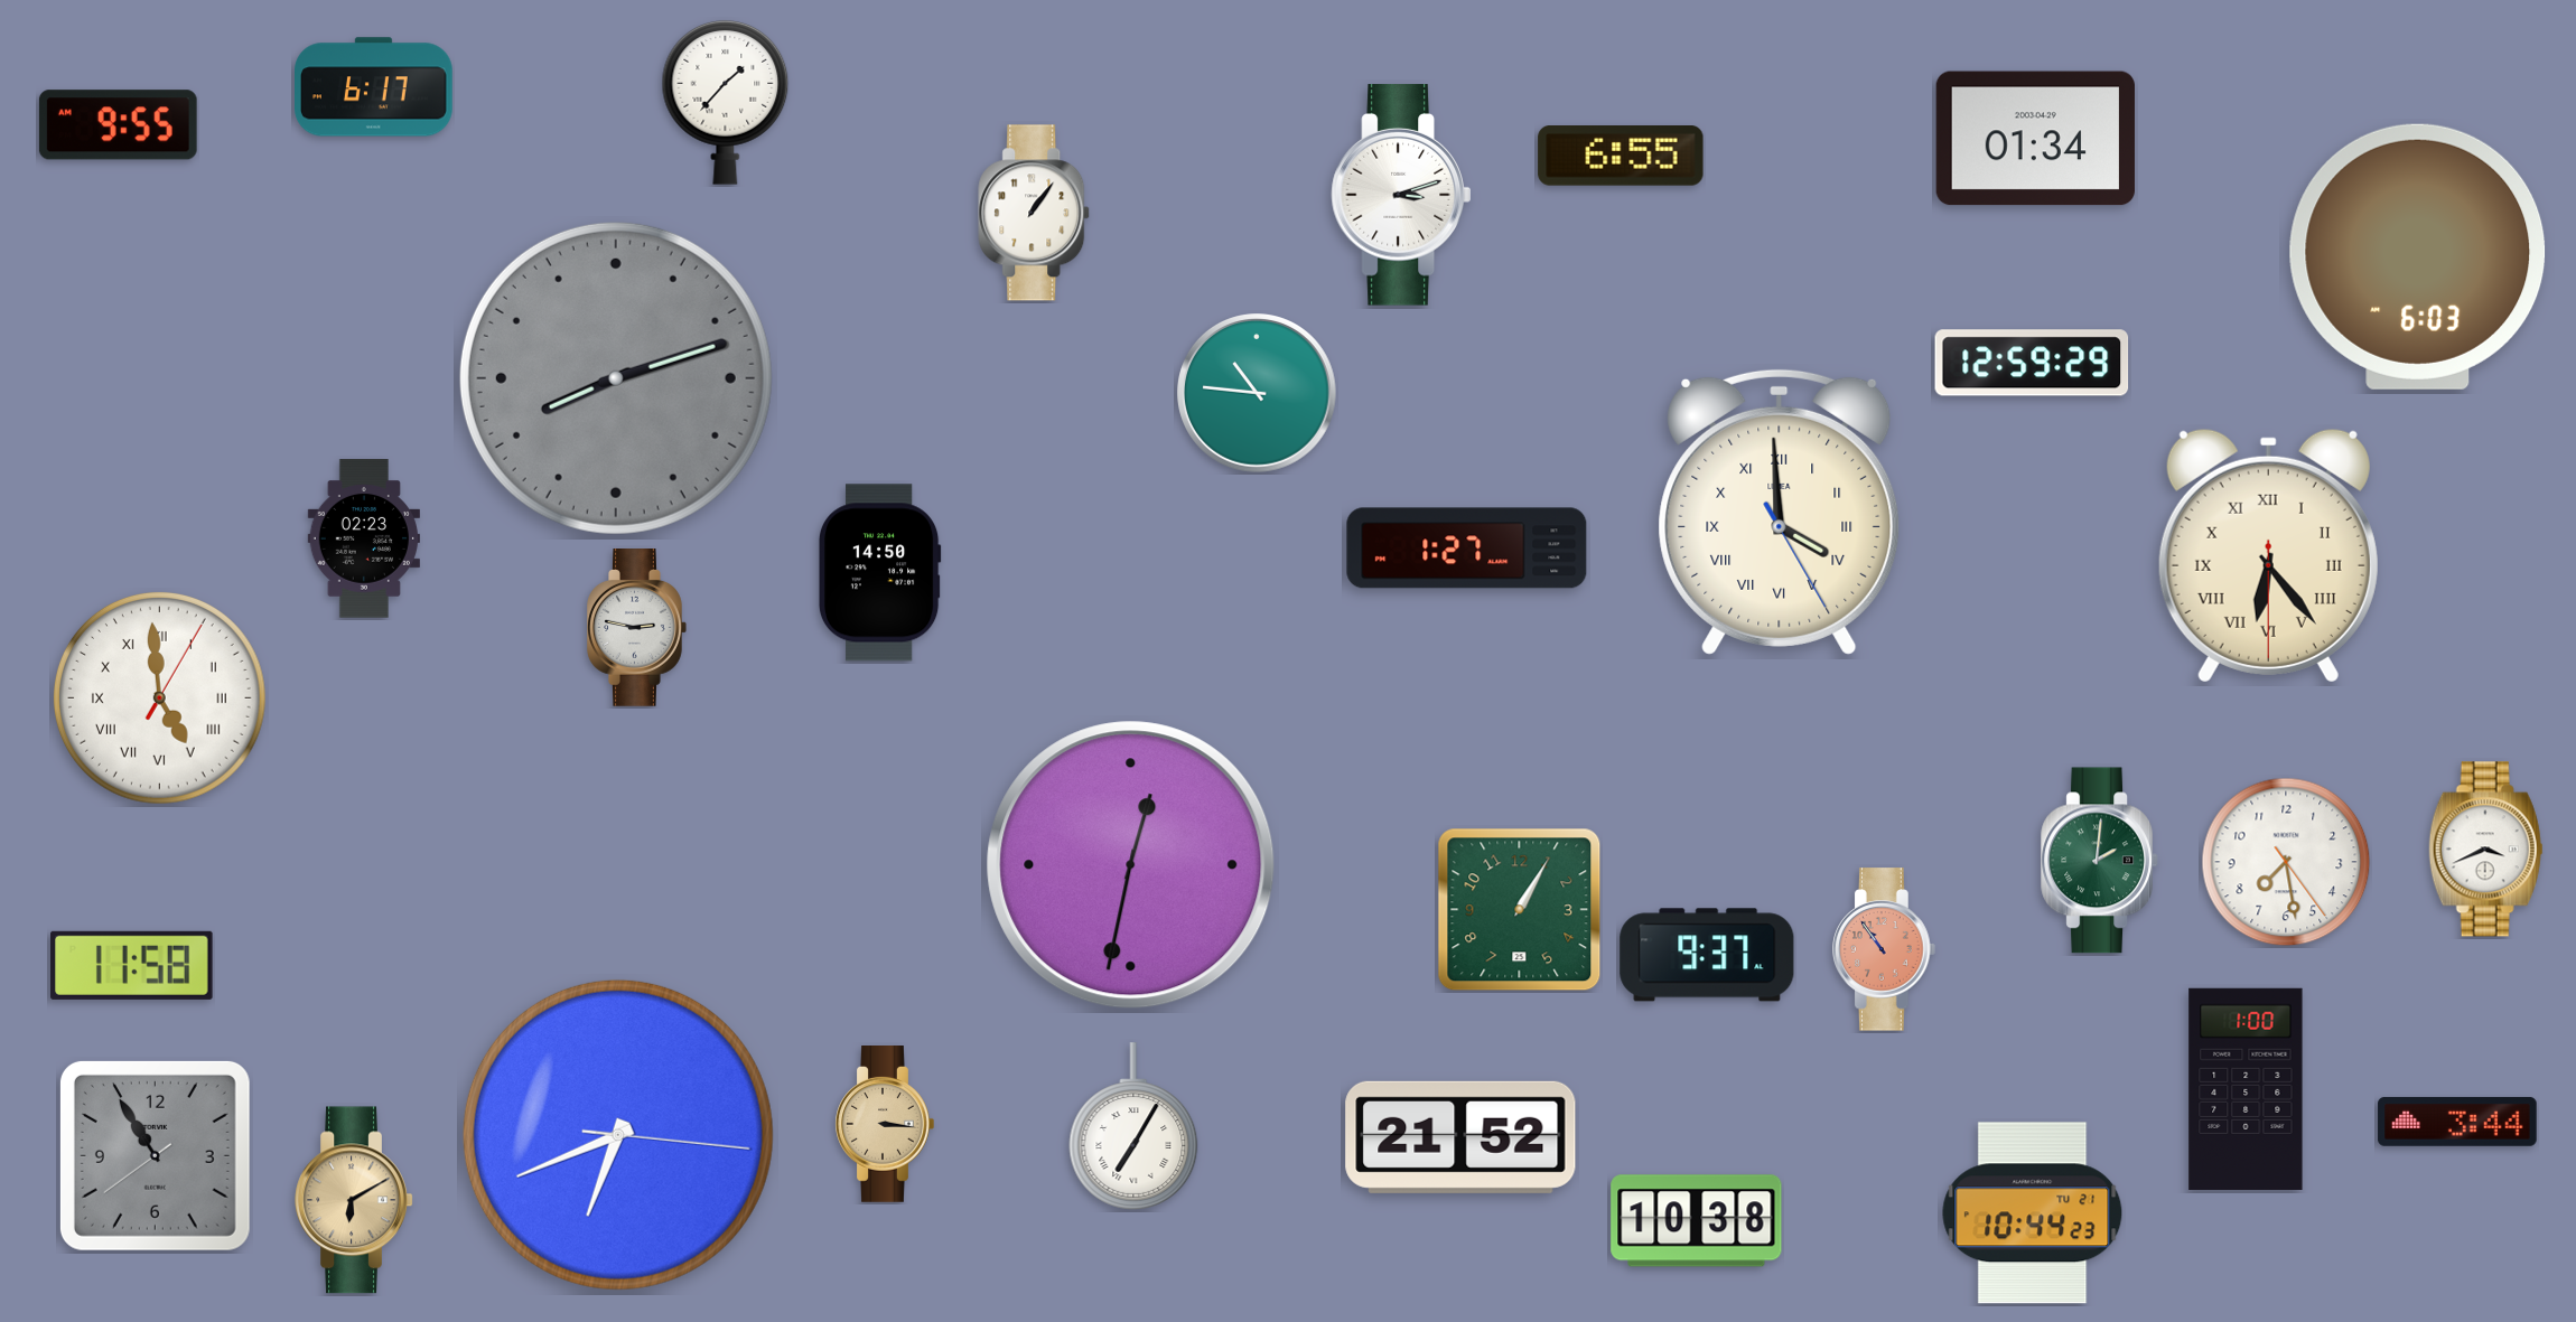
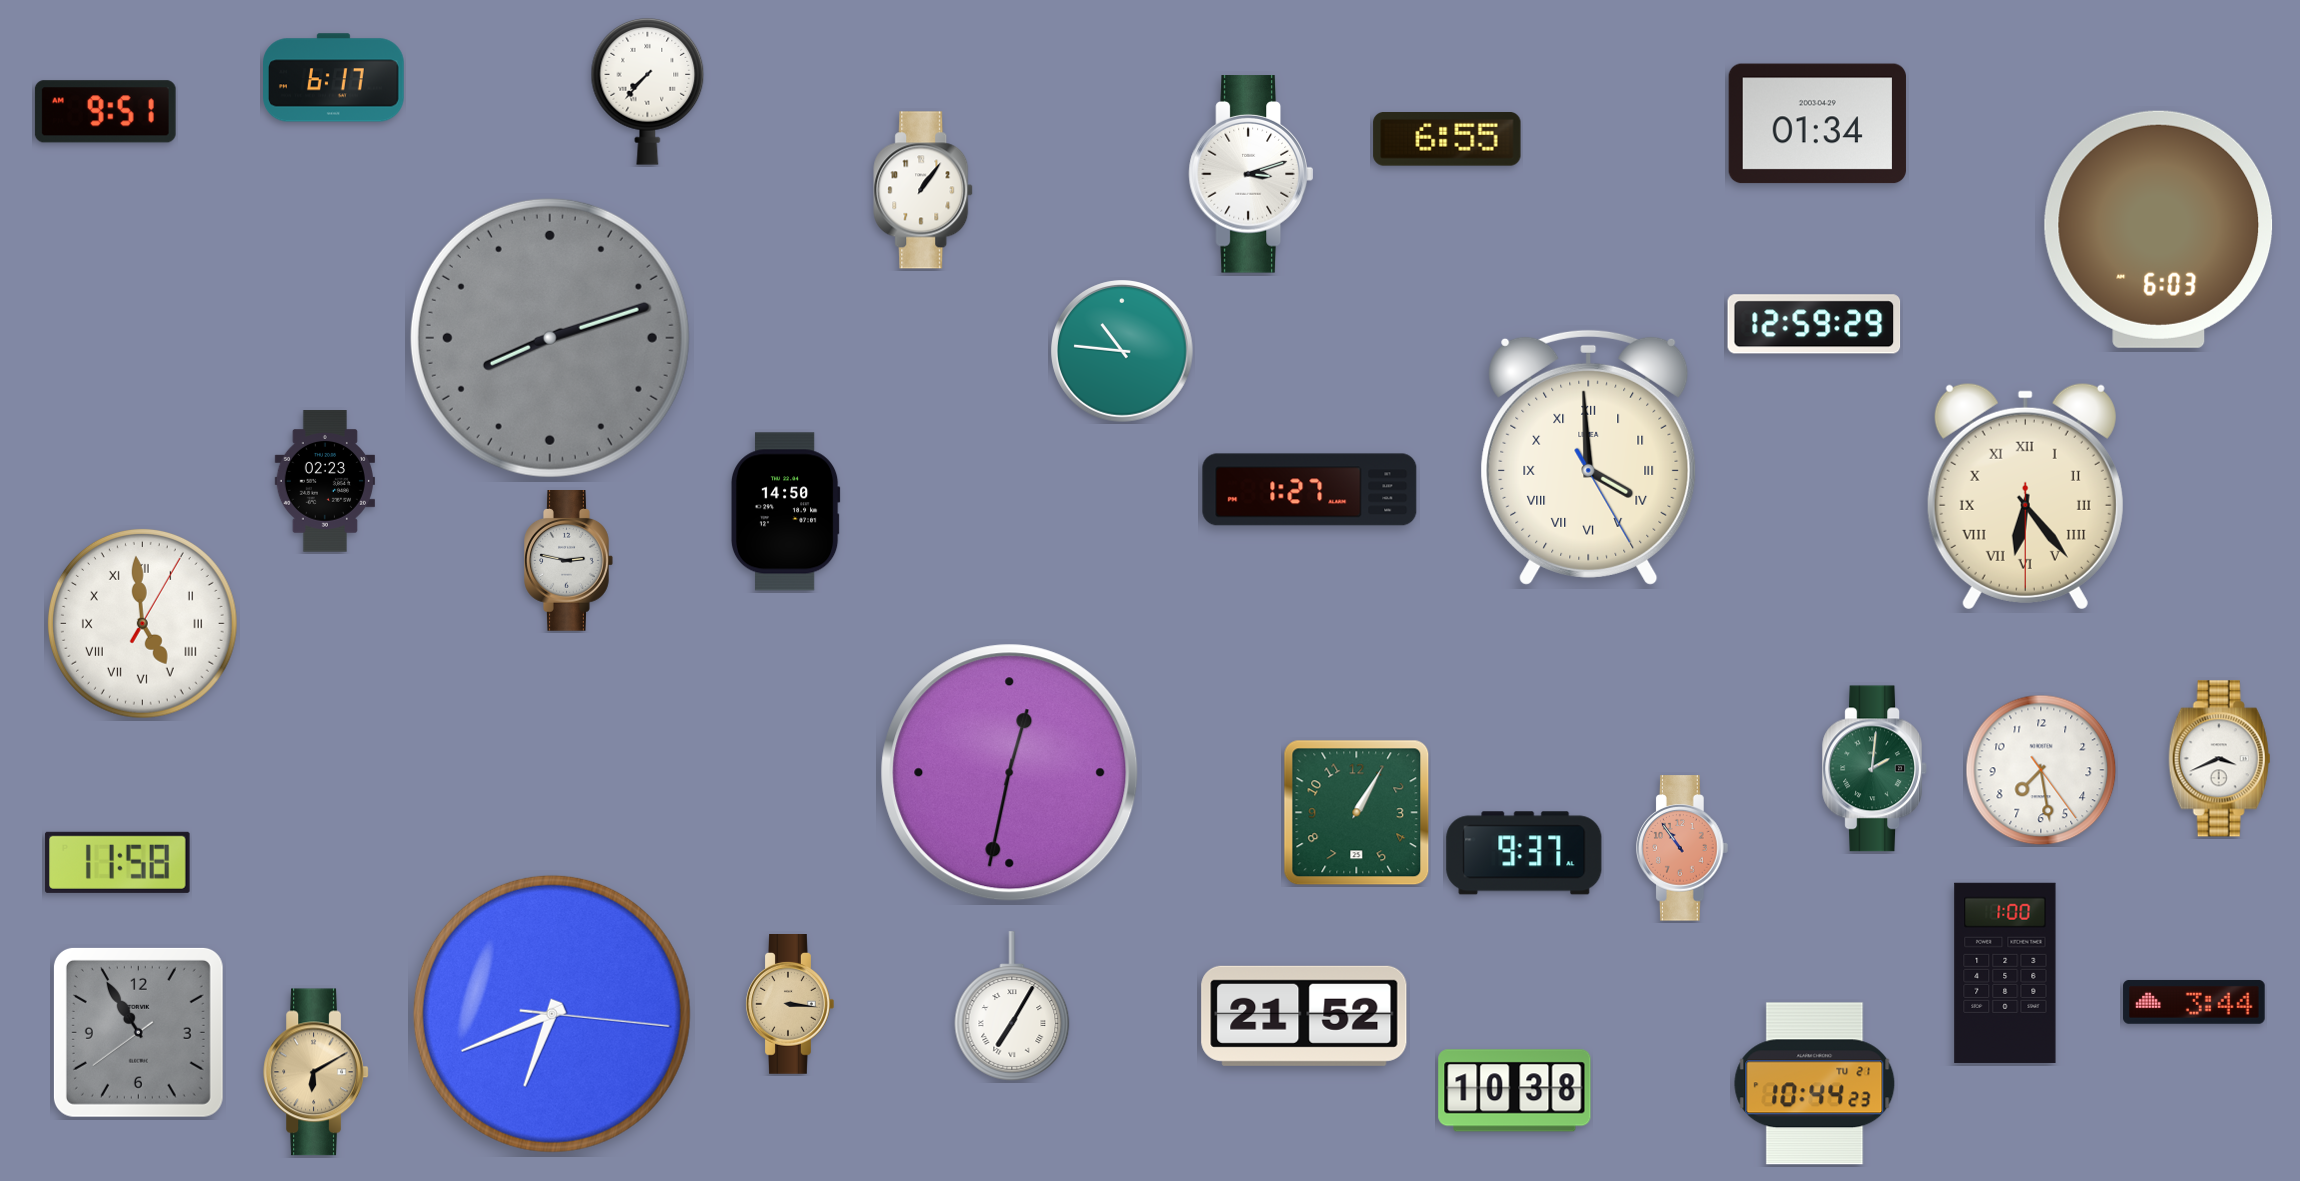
clock at (726, 102): 1:37 -> 7:37
clock at (118, 125): 9:55 -> 9:51
